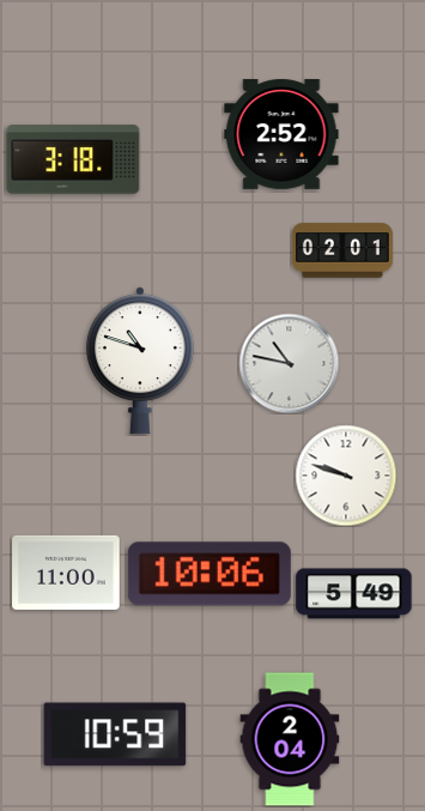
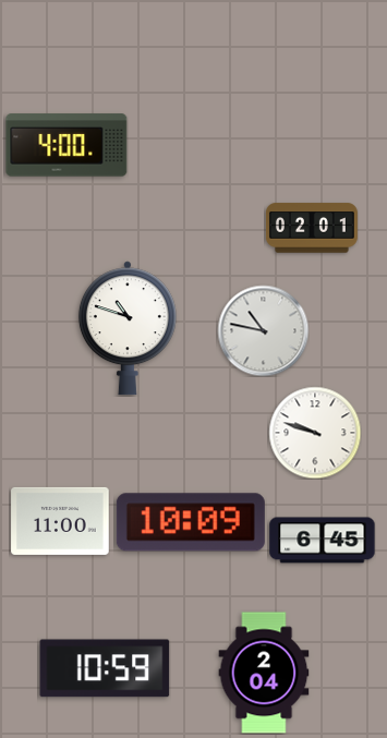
clock at (281, 135): 2:52 -> none
clock at (73, 159): 3:18 -> 4:00
clock at (210, 574): 10:06 -> 10:09
clock at (354, 594): 5:49 -> 6:45
